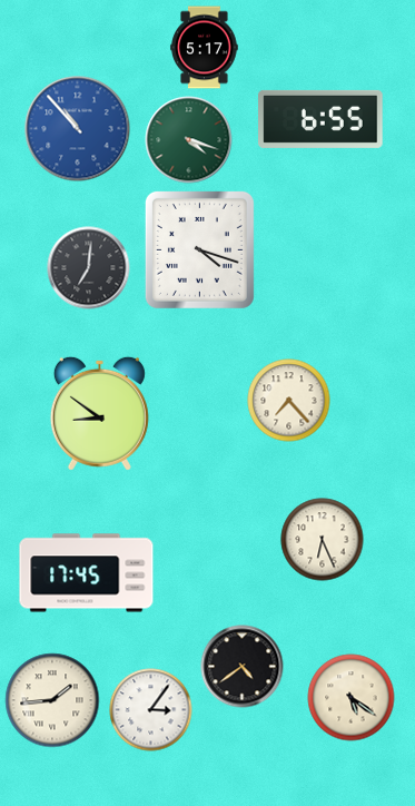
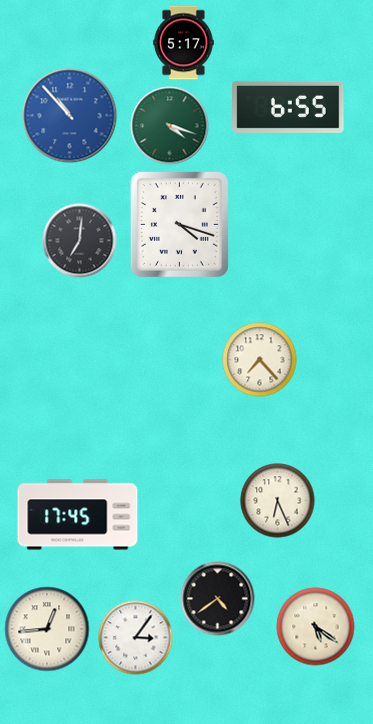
clock at (99, 413): 8:51 -> none
clock at (323, 540) position: (323, 540) -> (278, 501)
clock at (52, 700): 1:44 -> 12:44
